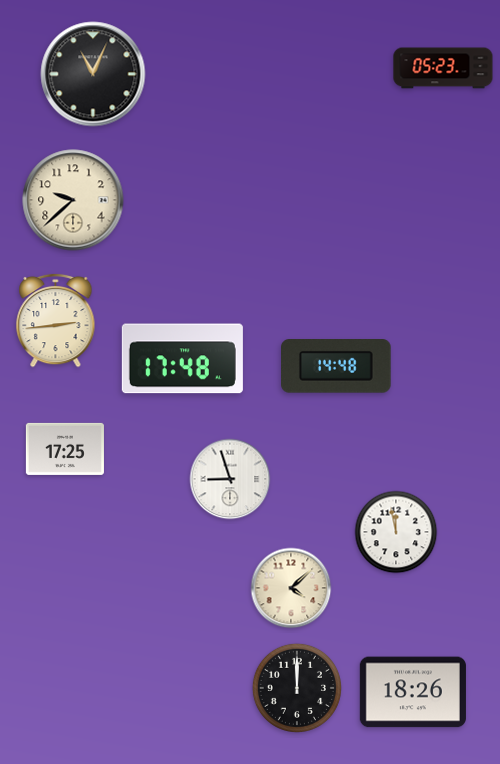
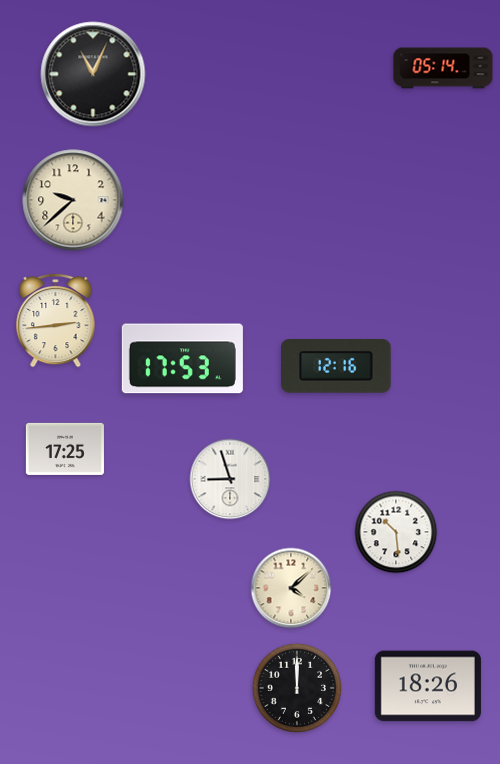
clock at (443, 68): 05:23 -> 05:14
clock at (182, 359): 17:48 -> 17:53
clock at (336, 367): 14:48 -> 12:16
clock at (396, 532): 11:58 -> 10:29
clock at (413, 692) position: (413, 692) -> (428, 686)
